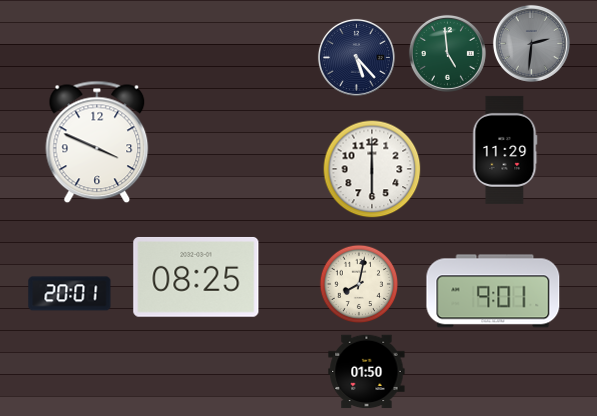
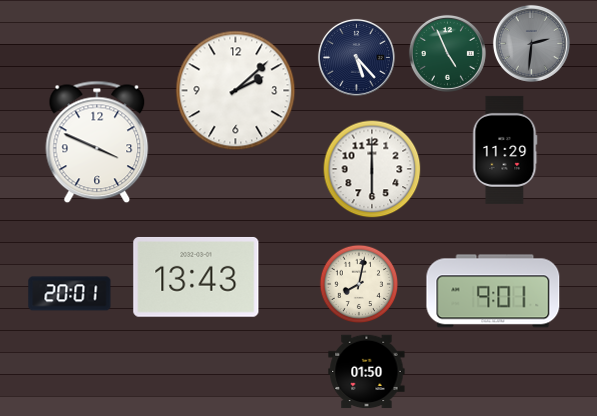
clock at (447, 53): 4:59 -> 4:56
clock at (236, 91): none -> 2:08
clock at (196, 277): 08:25 -> 13:43
